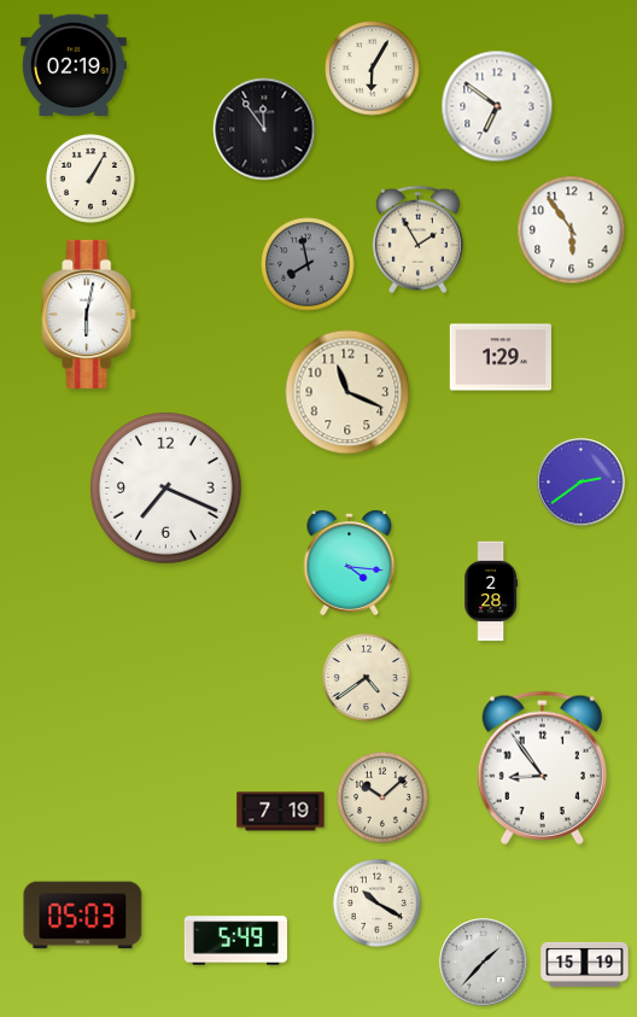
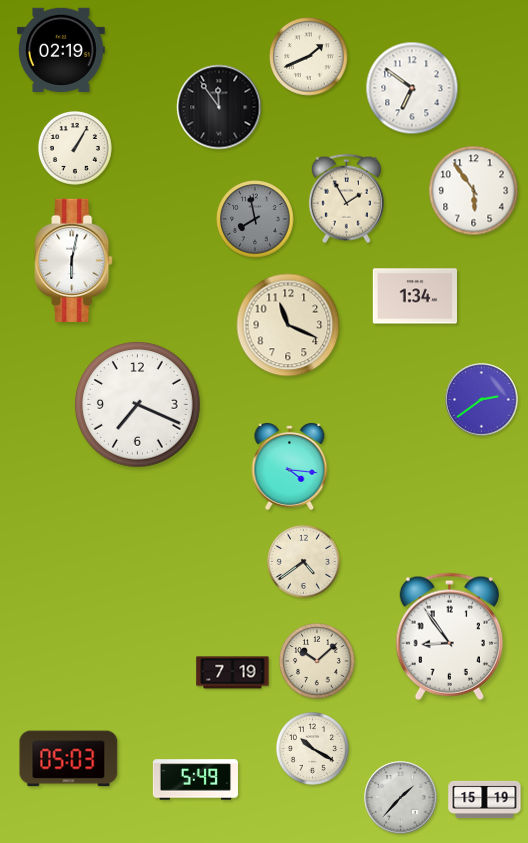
clock at (74, 65) position: (74, 65) -> (61, 50)
clock at (373, 69): 6:05 -> 1:41
clock at (499, 357): 1:29 -> 1:34
clock at (491, 591): 2:28 -> none
